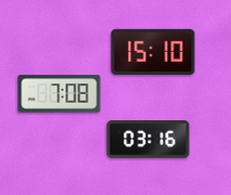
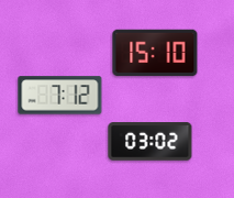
clock at (60, 94): 7:08 -> 7:12
clock at (149, 140): 03:16 -> 03:02
